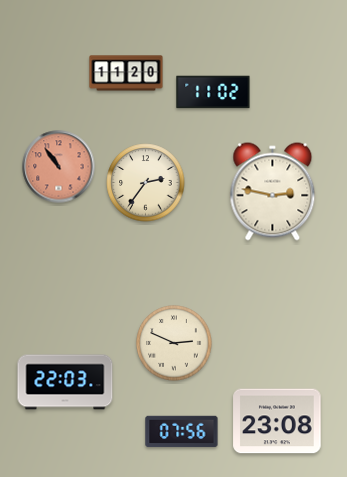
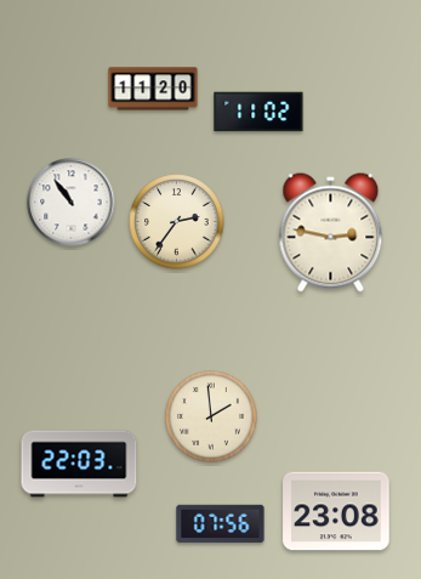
clock at (59, 167) dial: salmon -> white
clock at (174, 343): 2:49 -> 1:59
